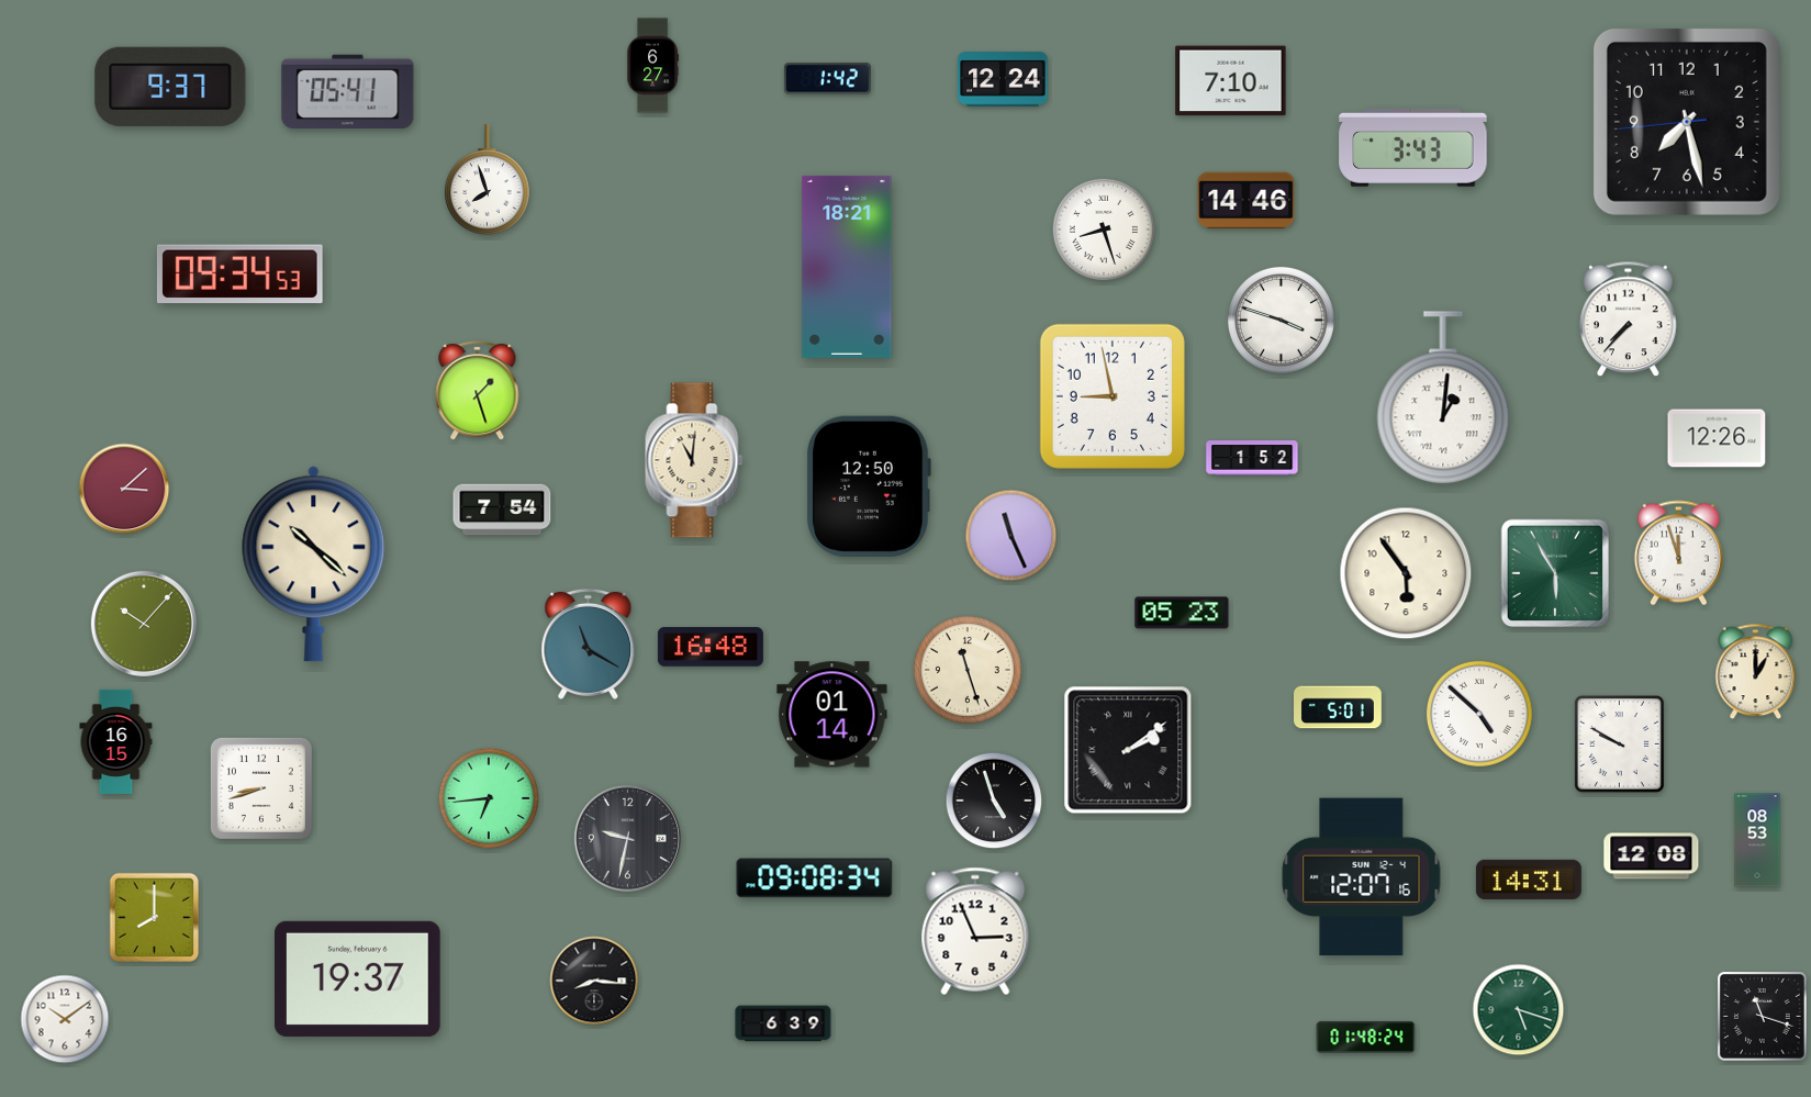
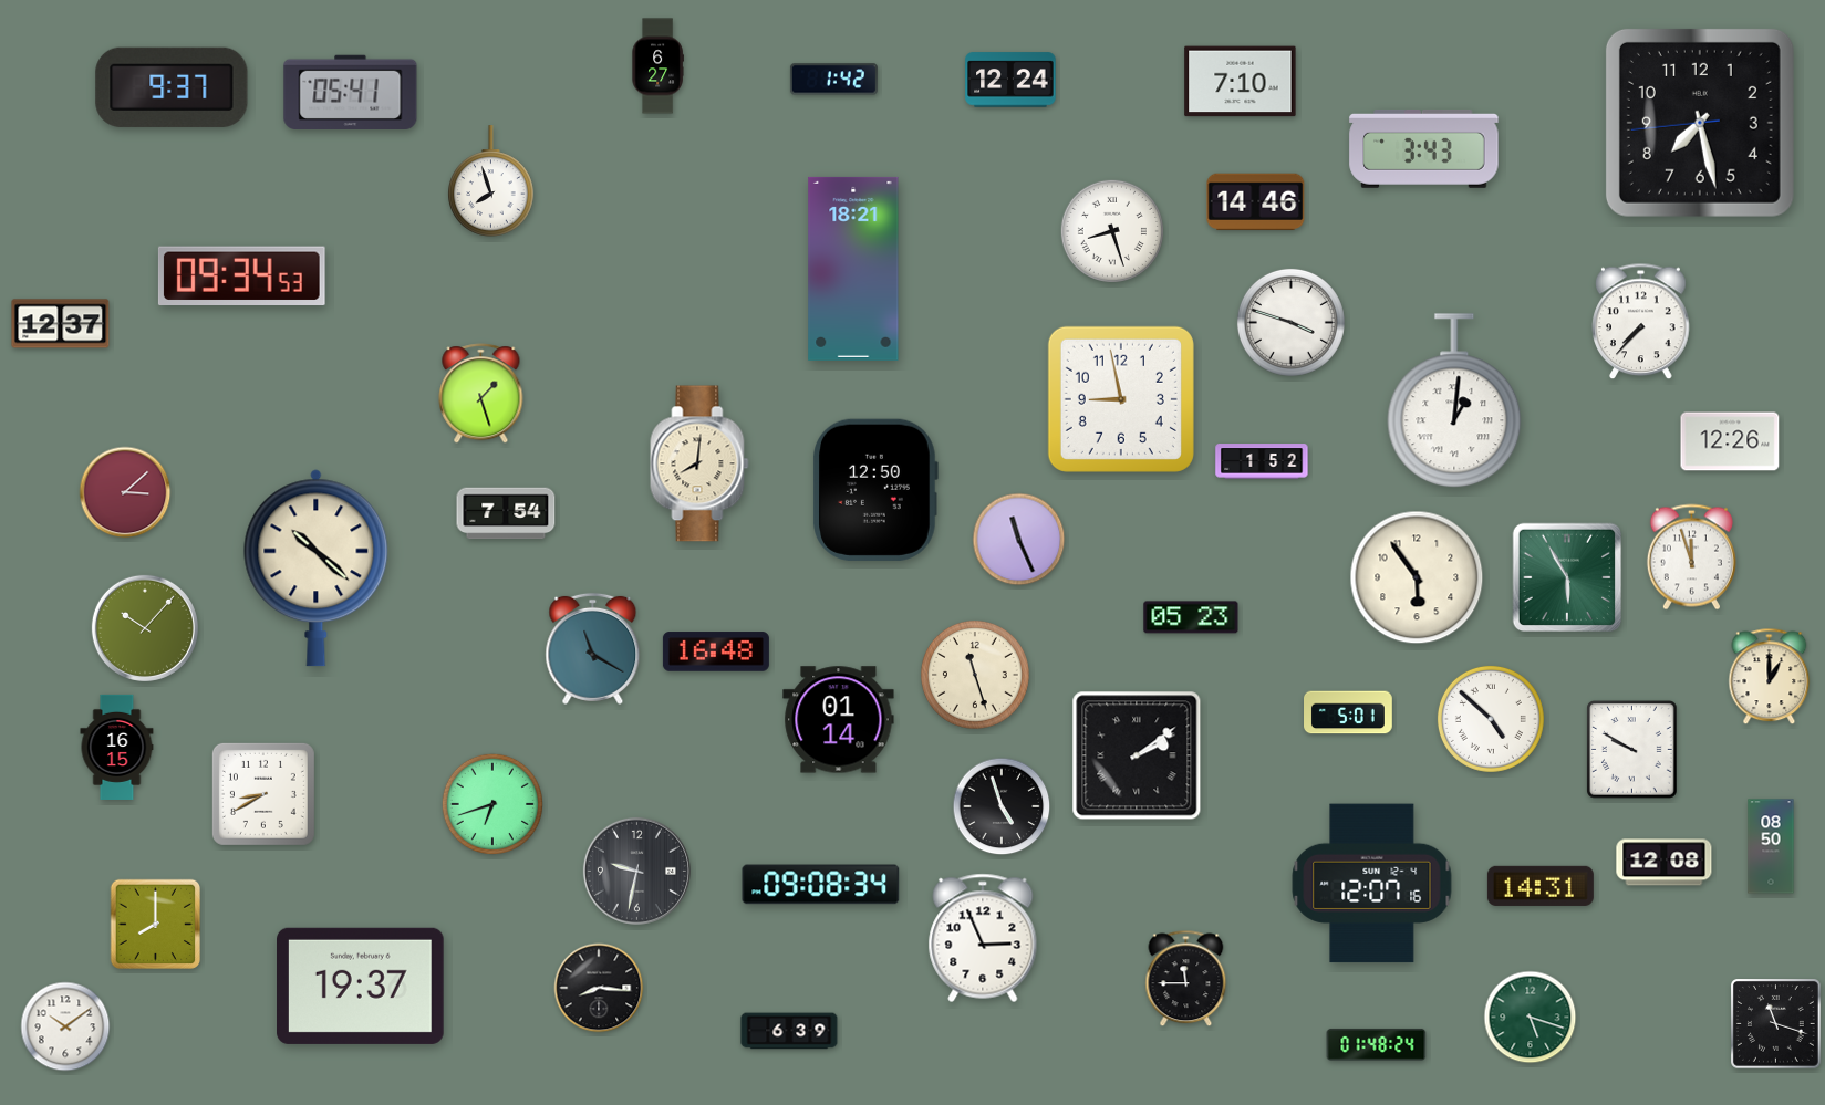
clock at (61, 324): none -> 12:37
clock at (694, 460): 11:01 -> 8:01
clock at (261, 788): 8:42 -> 8:40
clock at (488, 797): 6:44 -> 6:42
clock at (627, 838) position: (627, 838) -> (636, 871)
clock at (1757, 840): 08:53 -> 08:50
clock at (1186, 979): none -> 11:45
